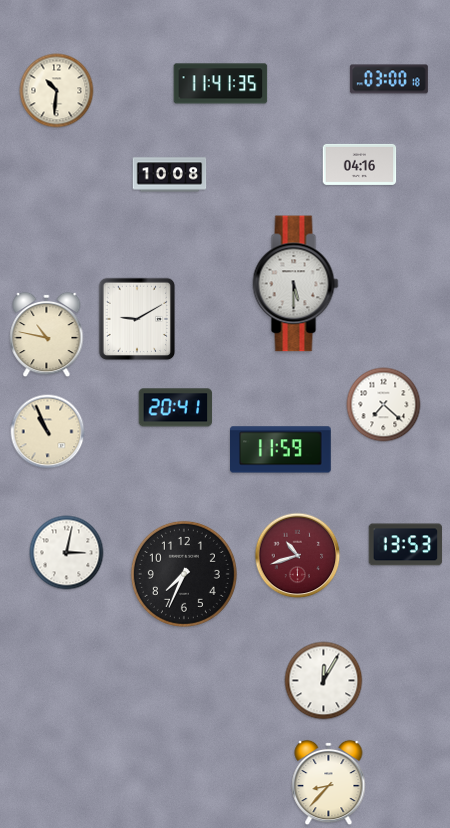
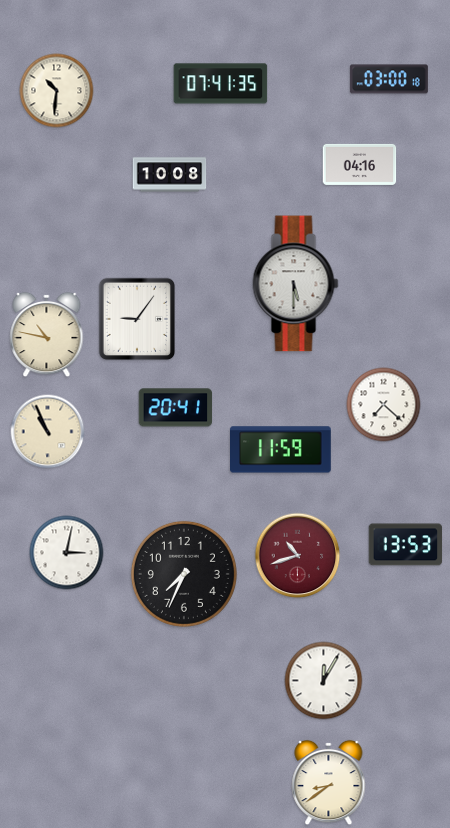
clock at (221, 84): 11:41 -> 07:41
clock at (137, 319): 9:10 -> 9:06
clock at (329, 783): 8:37 -> 8:39
